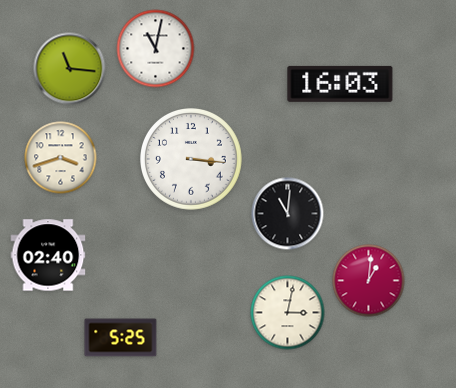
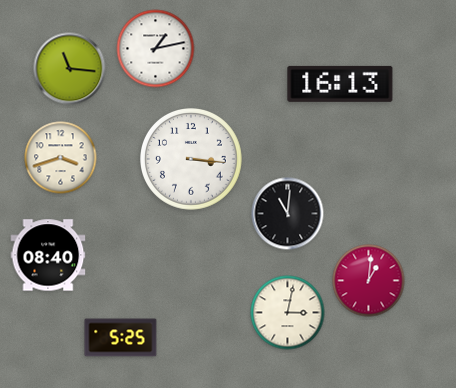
clock at (156, 49): 11:02 -> 1:13
clock at (340, 84): 16:03 -> 16:13
clock at (48, 255): 02:40 -> 08:40
